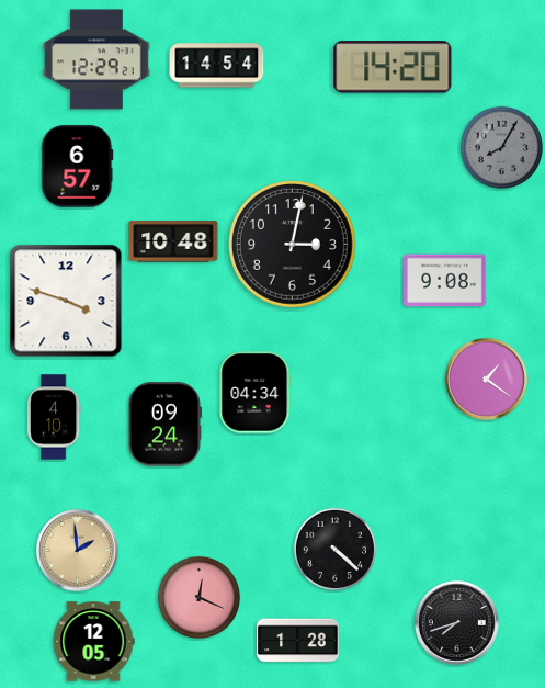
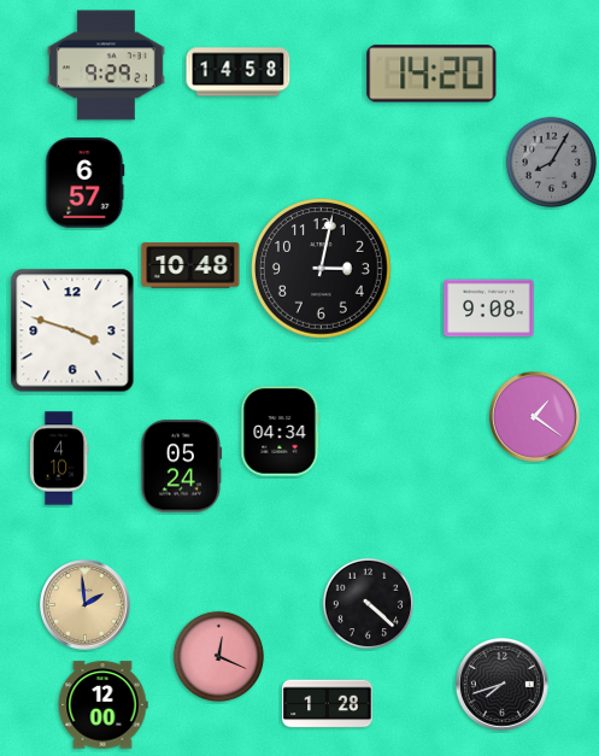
clock at (96, 59): 12:29 -> 9:29
clock at (217, 66): 14:54 -> 14:58
clock at (166, 425): 09:24 -> 05:24
clock at (93, 642): 12:05 -> 12:00
